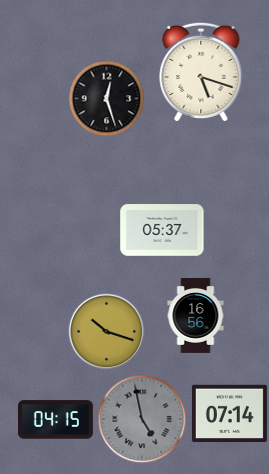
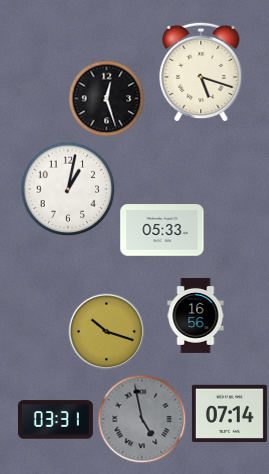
clock at (68, 189): none -> 1:02
clock at (162, 230): 05:37 -> 05:33
clock at (55, 420): 04:15 -> 03:31
